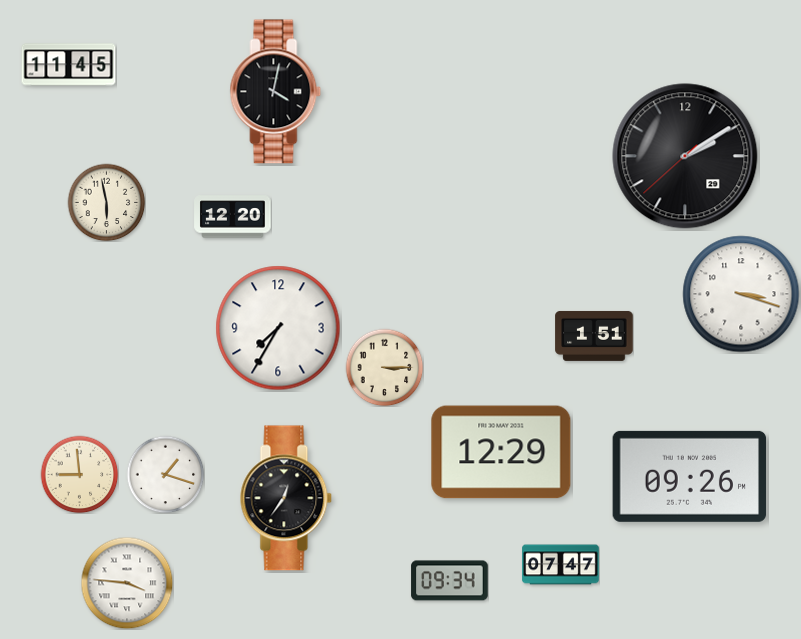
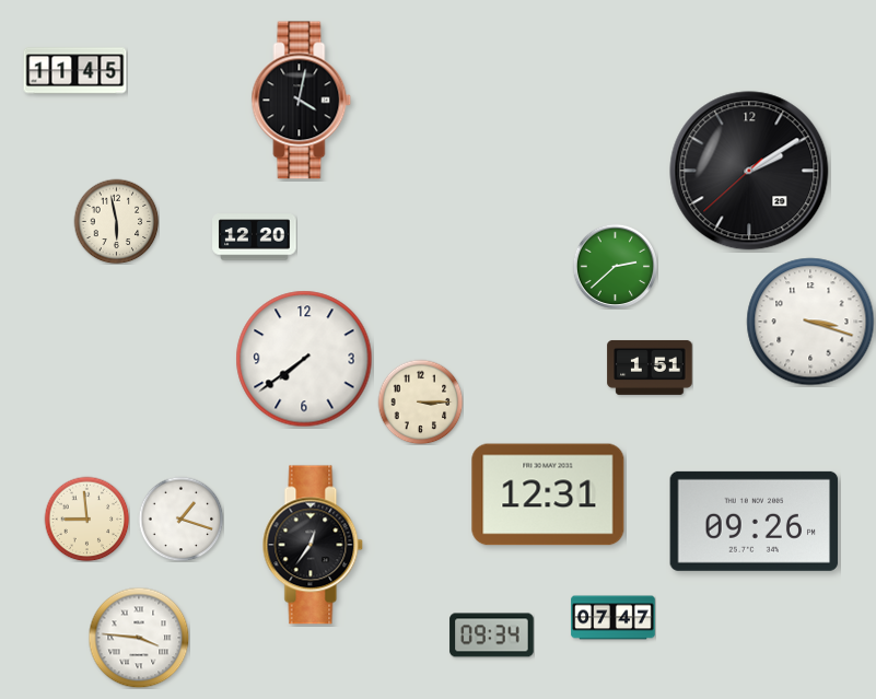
clock at (615, 266): none -> 2:38
clock at (278, 328): 7:35 -> 7:39
clock at (501, 452): 12:29 -> 12:31
